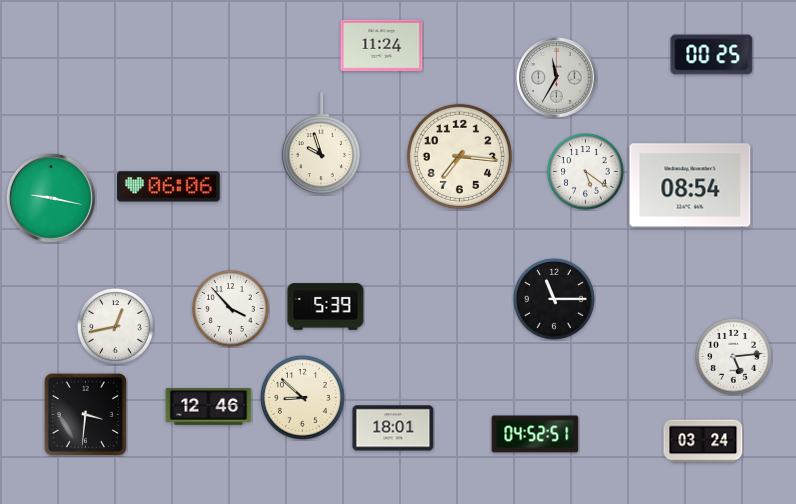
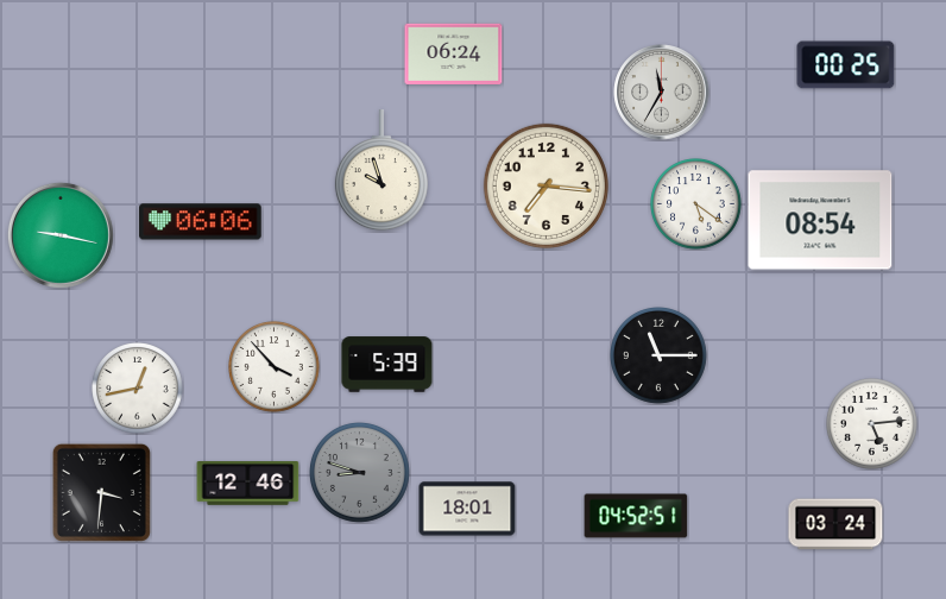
clock at (382, 45): 11:24 -> 06:24
clock at (302, 397): 8:52 -> 8:48
clock at (302, 397) dial: cream -> grey
